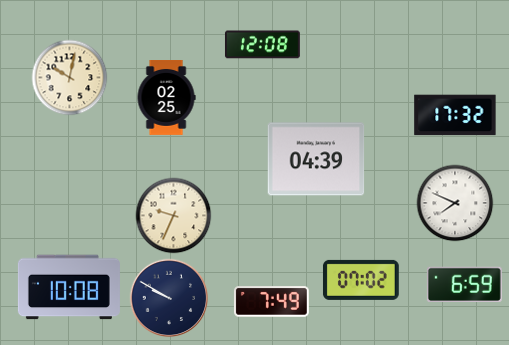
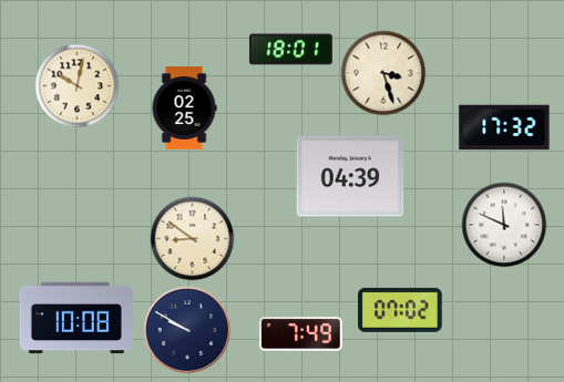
clock at (262, 45): 12:08 -> 18:01
clock at (383, 73): none -> 3:27
clock at (455, 203): 7:49 -> 11:49
clock at (174, 216): 9:34 -> 8:51
clock at (464, 285): 6:59 -> none
